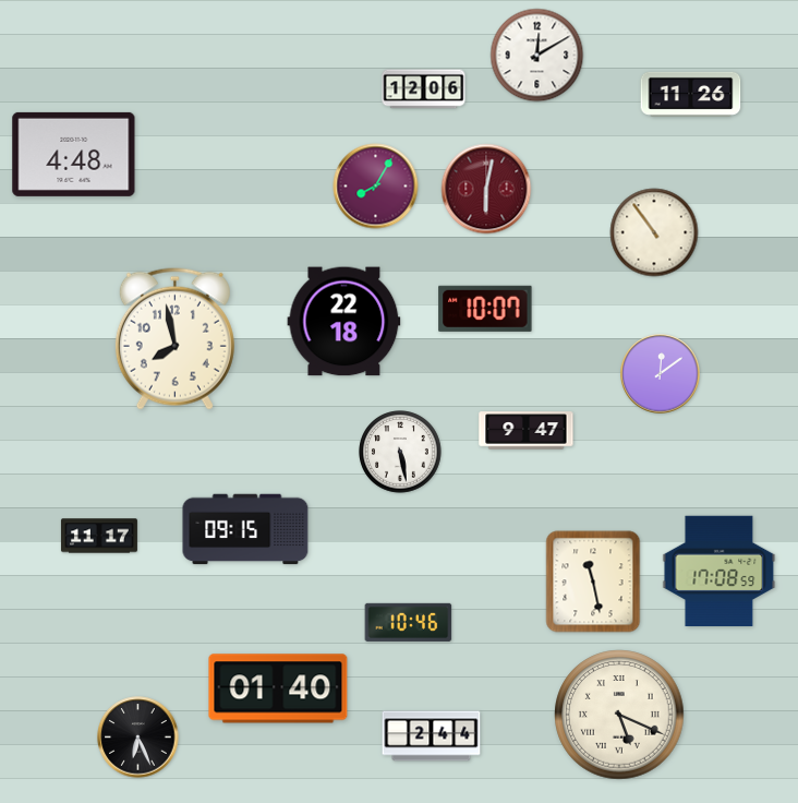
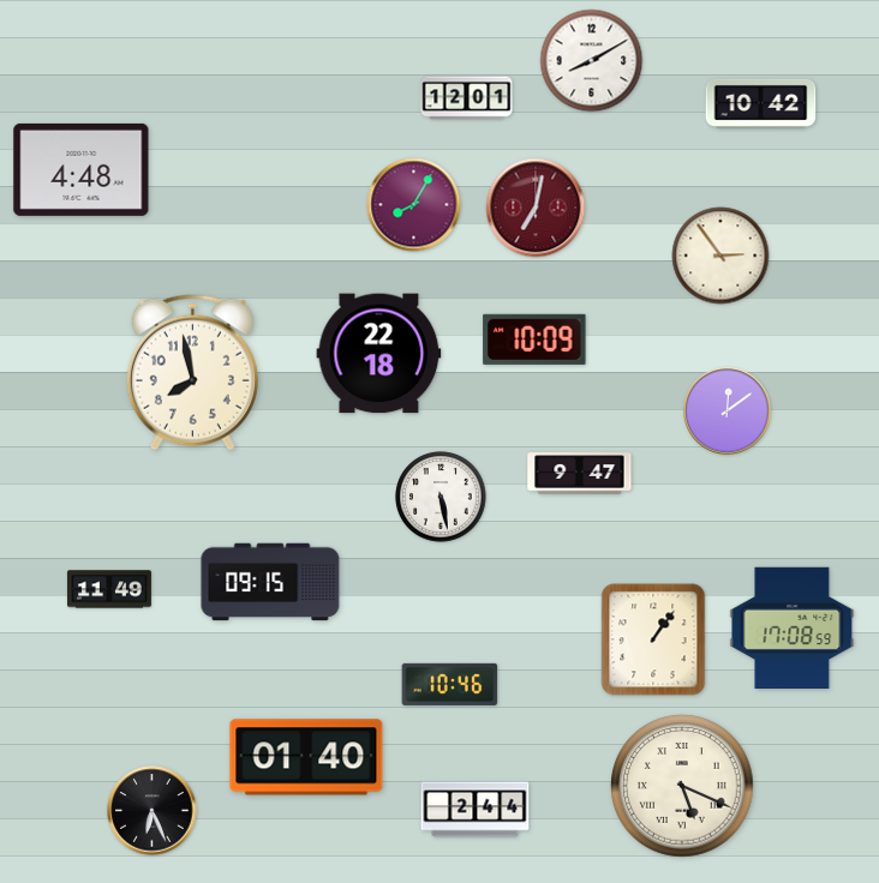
clock at (537, 56): 12:10 -> 8:10
clock at (424, 89): 12:06 -> 12:01
clock at (691, 94): 11:26 -> 10:42
clock at (486, 189): 6:02 -> 7:02
clock at (654, 232): 10:54 -> 2:54
clock at (485, 309): 10:07 -> 10:09
clock at (99, 536): 11:17 -> 11:49
clock at (593, 582): 11:28 -> 1:06
